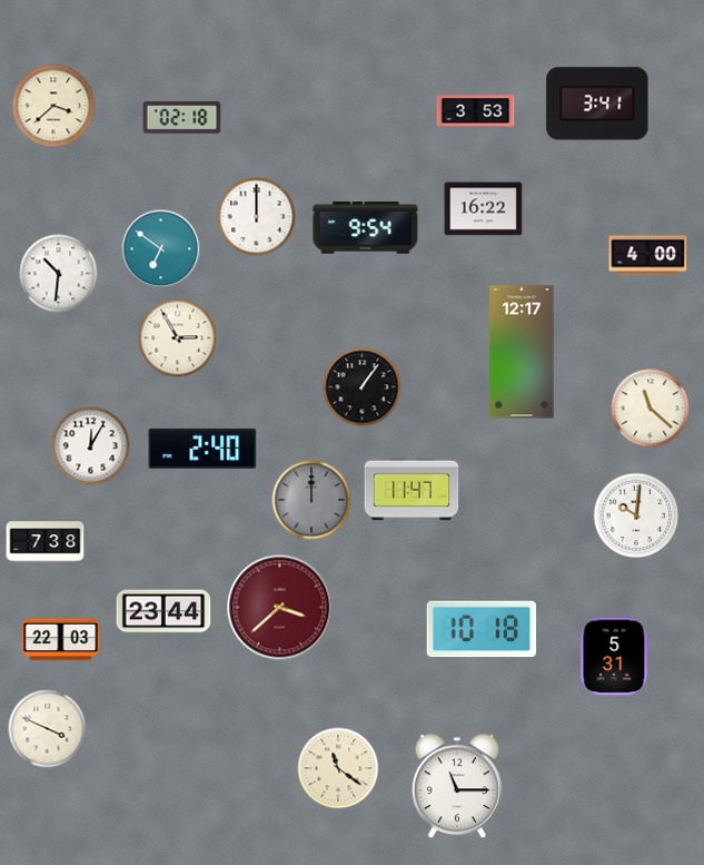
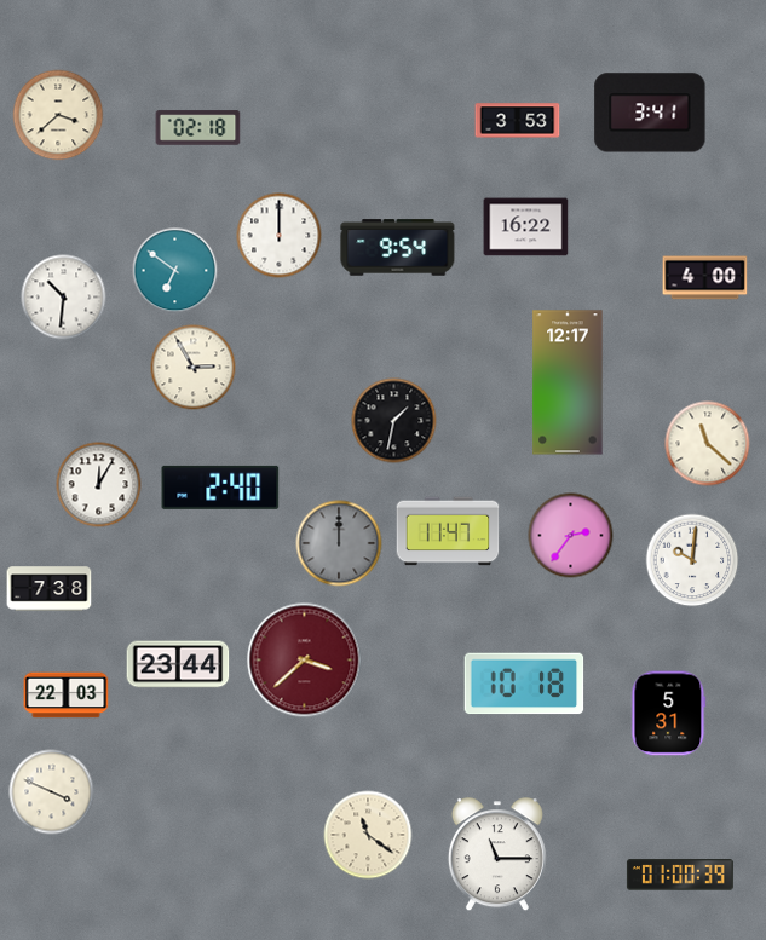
clock at (363, 387): 1:06 -> 1:32
clock at (571, 536): none -> 2:36
clock at (680, 875): none -> 01:00
